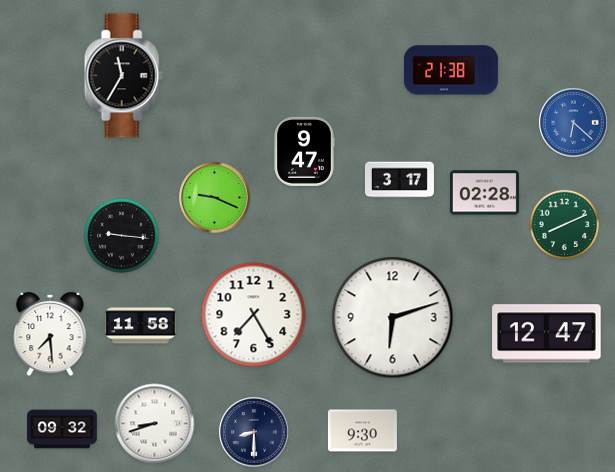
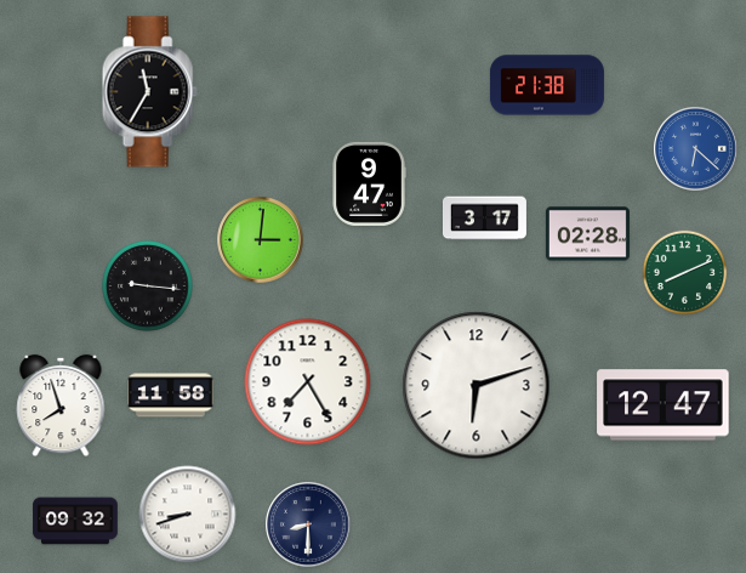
clock at (215, 198): 9:19 -> 3:01
clock at (50, 334): 7:29 -> 7:57
clock at (362, 431): 9:30 -> none
